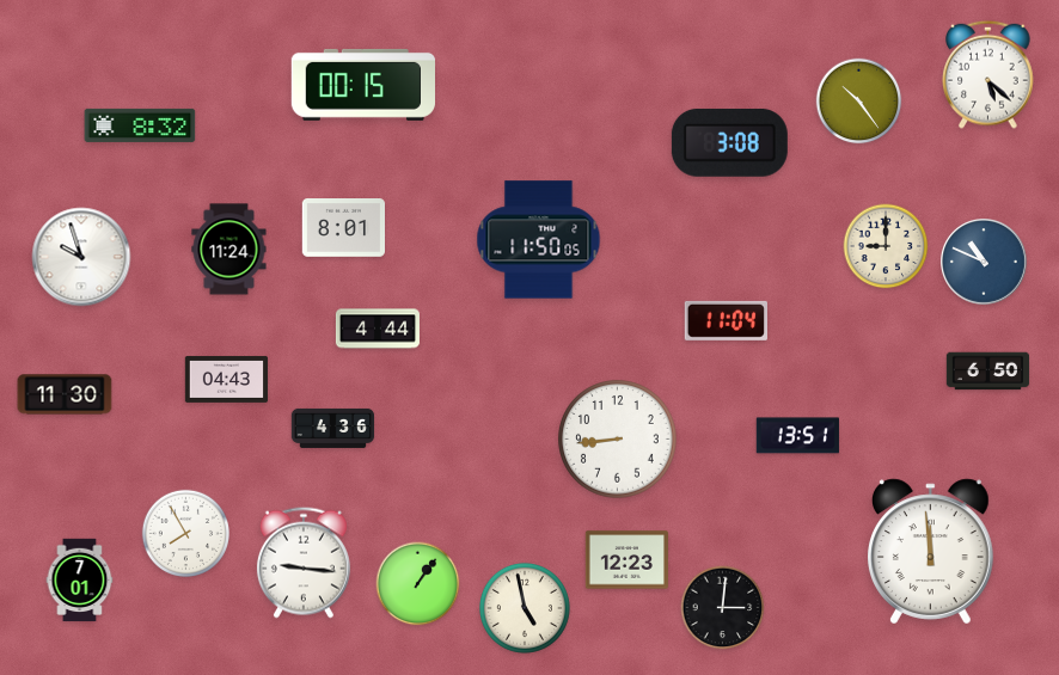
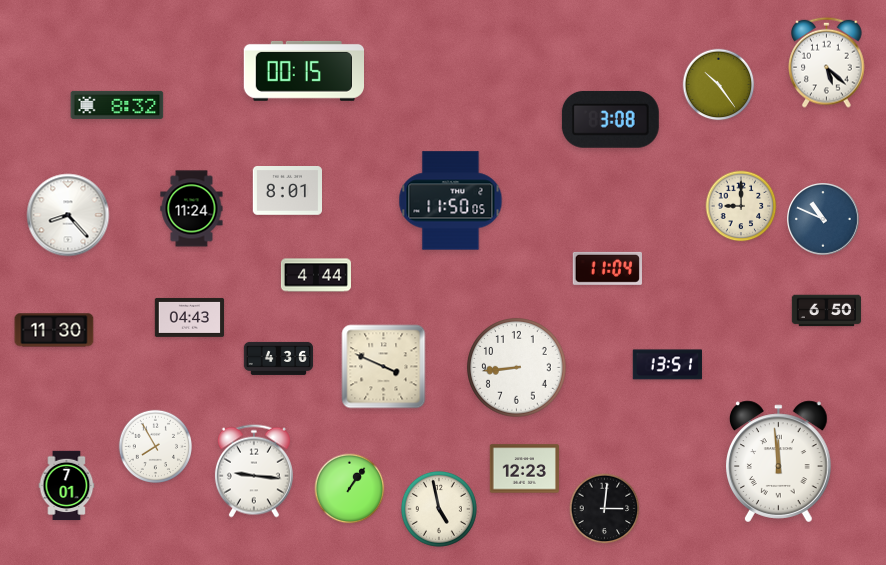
clock at (81, 257): 9:57 -> 8:23
clock at (384, 367): none -> 3:49
